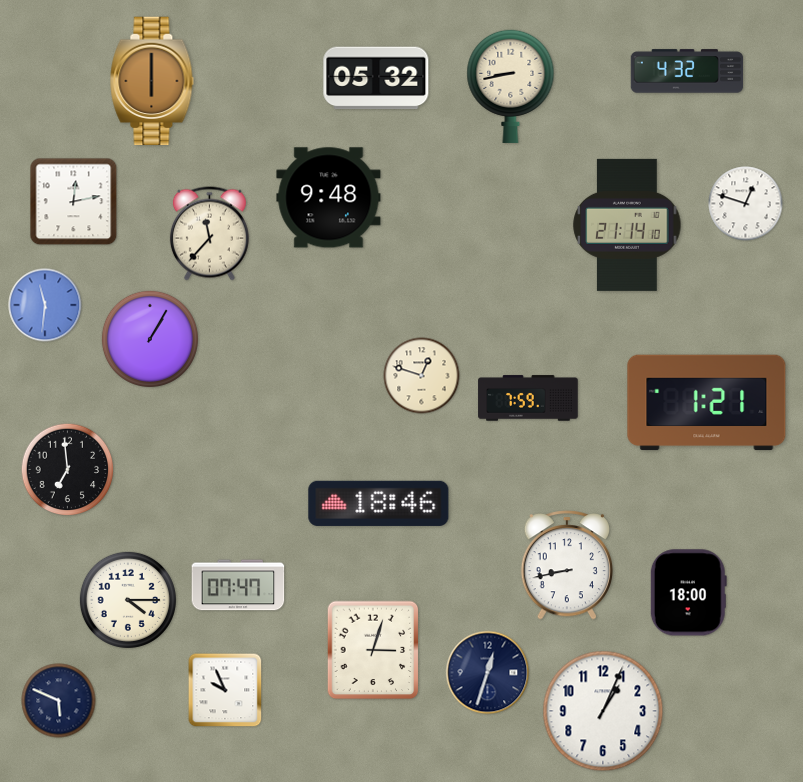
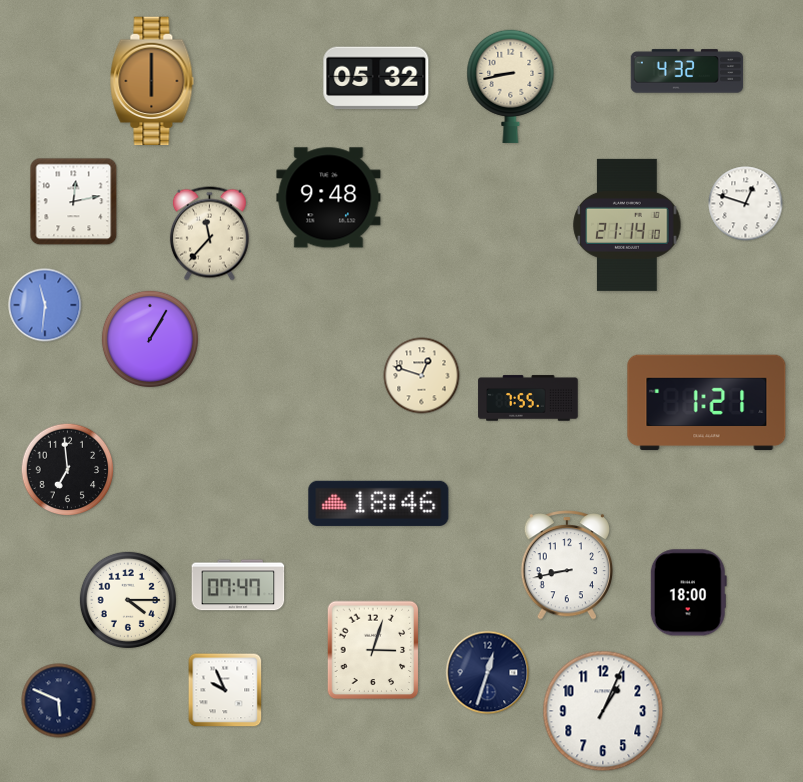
clock at (528, 398): 7:59 -> 7:55
